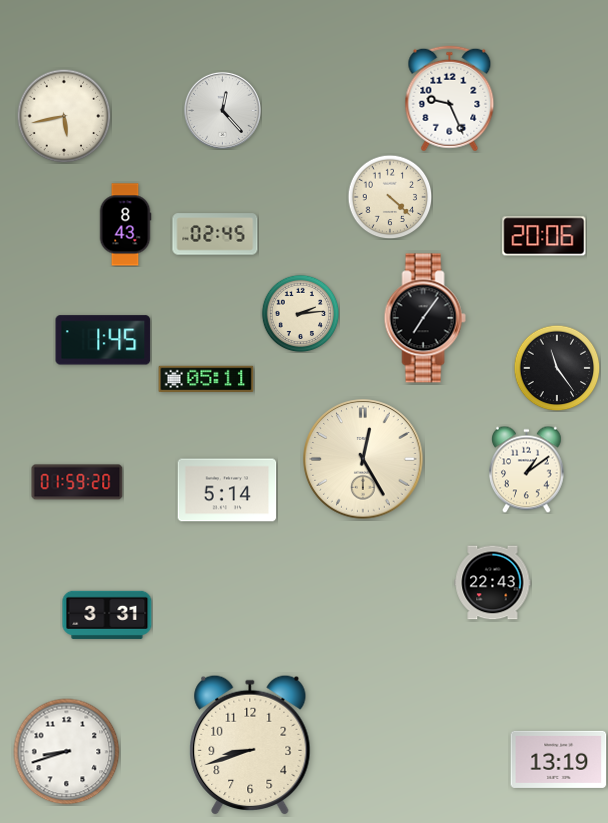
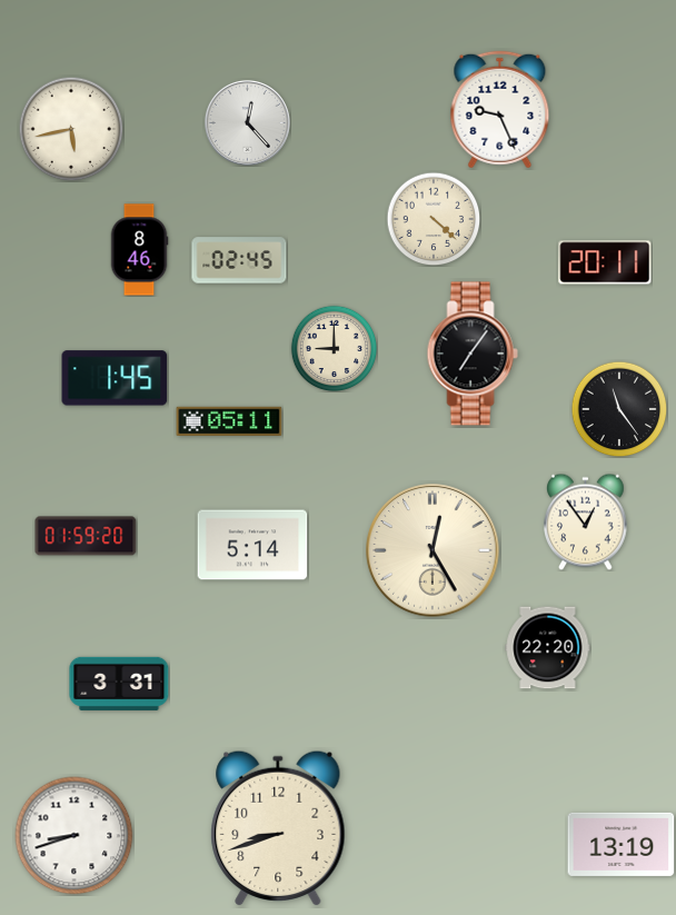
clock at (125, 225): 8:43 -> 8:46
clock at (544, 236): 20:06 -> 20:11
clock at (300, 313): 2:14 -> 9:00
clock at (363, 459) position: (363, 459) -> (433, 550)
clock at (527, 469): 1:09 -> 12:54
clock at (493, 583): 22:43 -> 22:20
